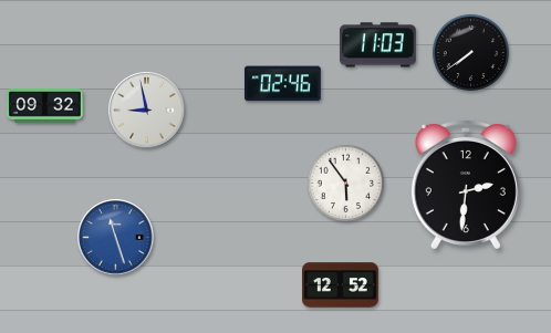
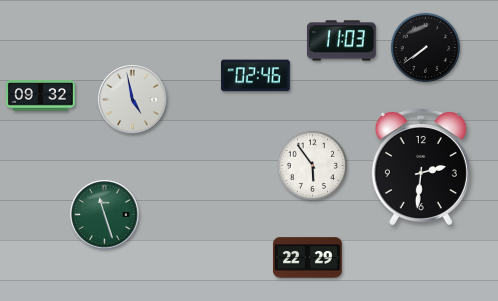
clock at (147, 111): 8:58 -> 4:58
clock at (116, 238) dial: blue -> green
clock at (341, 285): 12:52 -> 22:29
